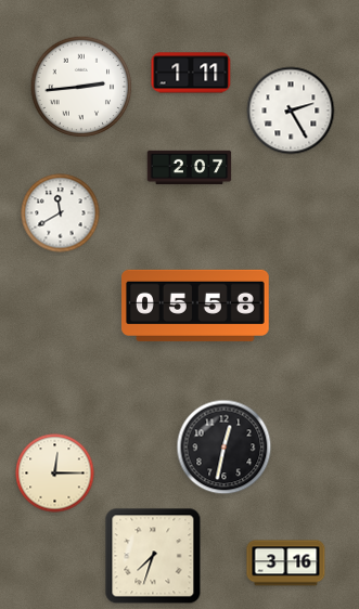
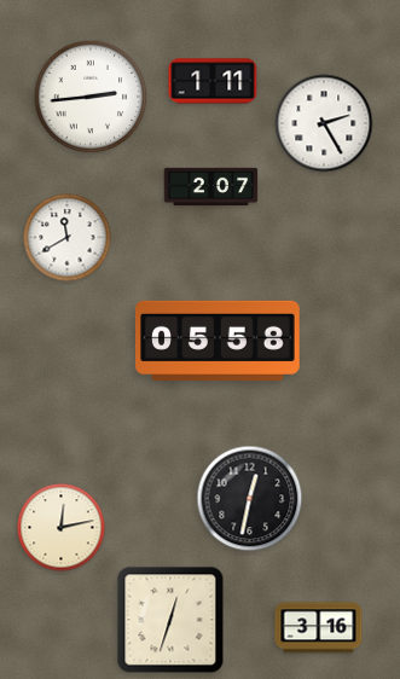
clock at (55, 474): 12:15 -> 12:13
clock at (153, 556): 7:33 -> 12:33
